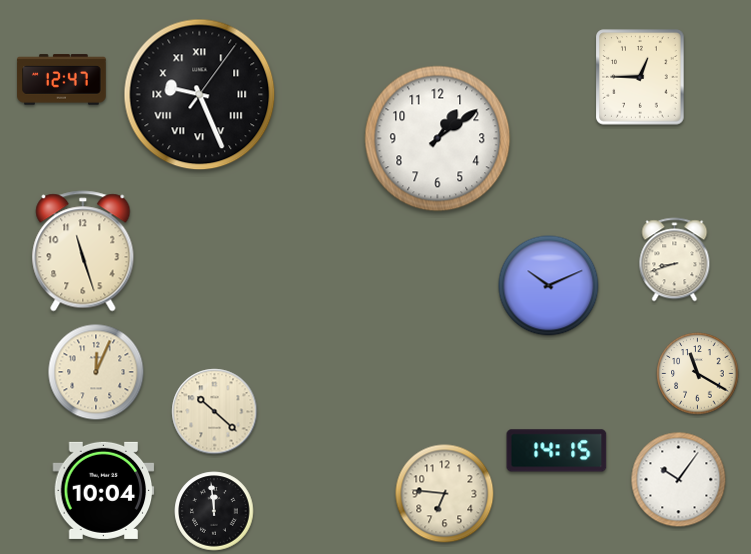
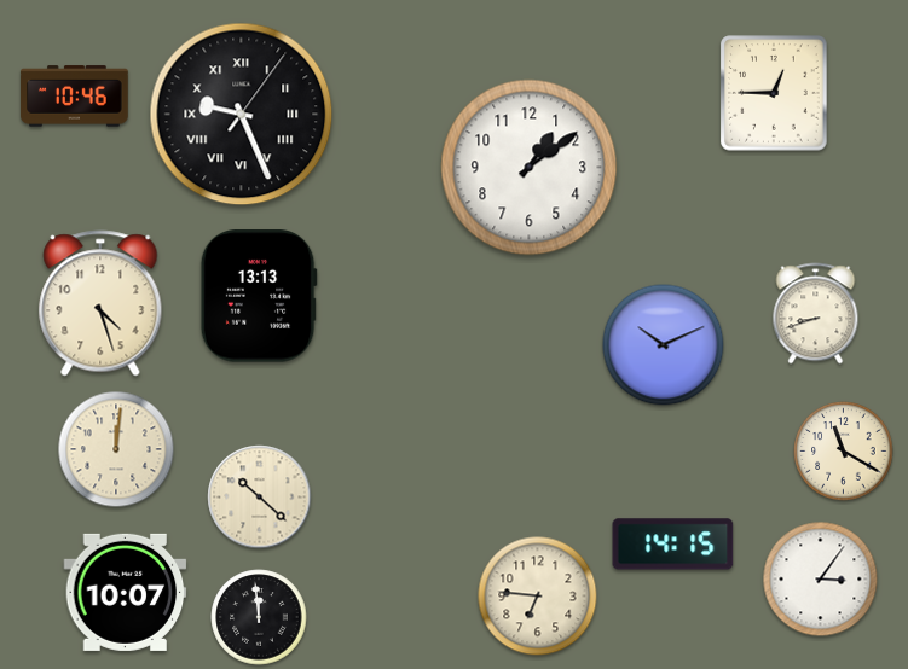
clock at (62, 80): 12:47 -> 10:46
clock at (259, 296): none -> 13:13
clock at (83, 251): 11:27 -> 4:27
clock at (96, 372): 12:04 -> 12:01
clock at (679, 480): 10:06 -> 3:06
clock at (104, 490): 10:04 -> 10:07
